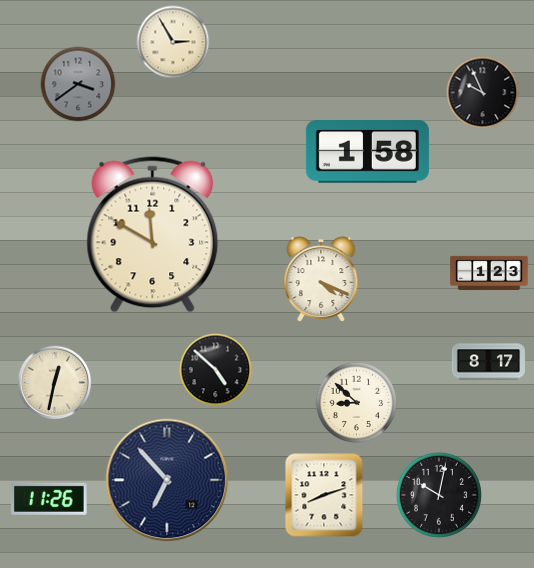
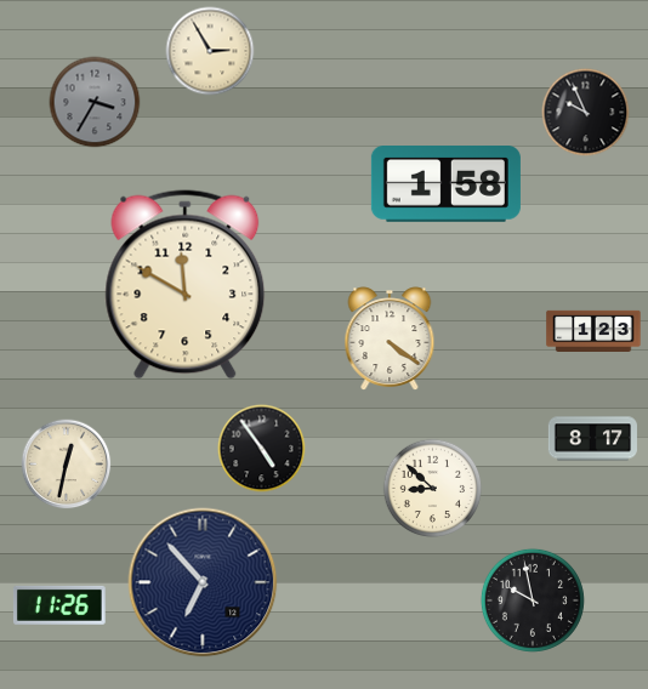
clock at (78, 84): 3:39 -> 3:35
clock at (321, 279): 4:19 -> 4:21
clock at (216, 370): 4:52 -> 4:54
clock at (324, 495): 8:12 -> none
clock at (439, 495): 10:02 -> 9:58
